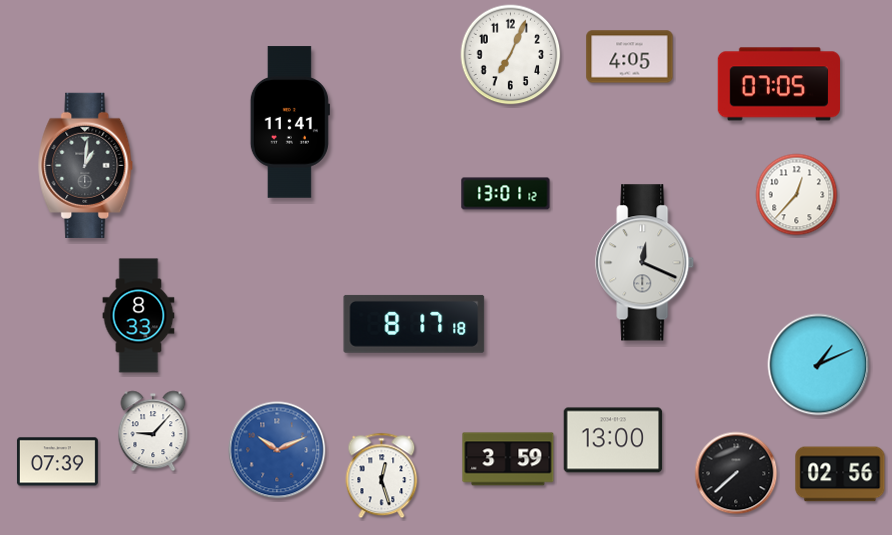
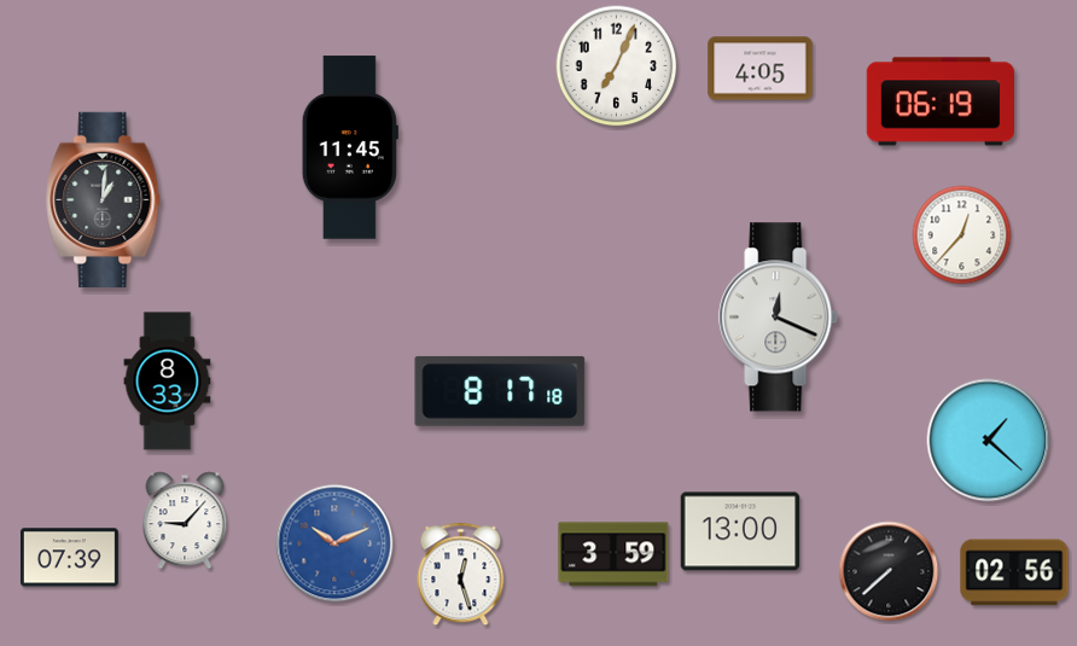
clock at (778, 84): 07:05 -> 06:19
clock at (290, 122): 11:41 -> 11:45
clock at (506, 194): 13:01 -> none
clock at (819, 365): 1:11 -> 1:22
